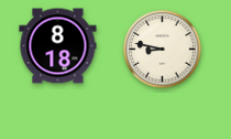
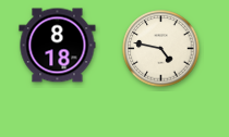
clock at (163, 50): 8:47 -> 4:47
